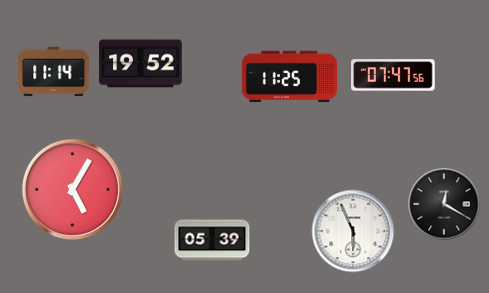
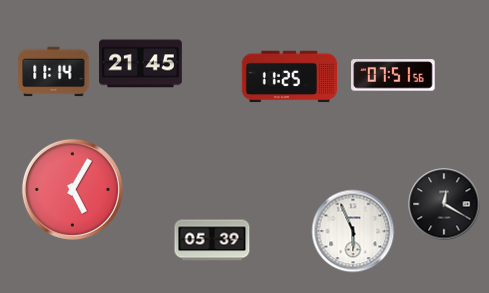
clock at (141, 64): 19:52 -> 21:45
clock at (393, 75): 07:47 -> 07:51
